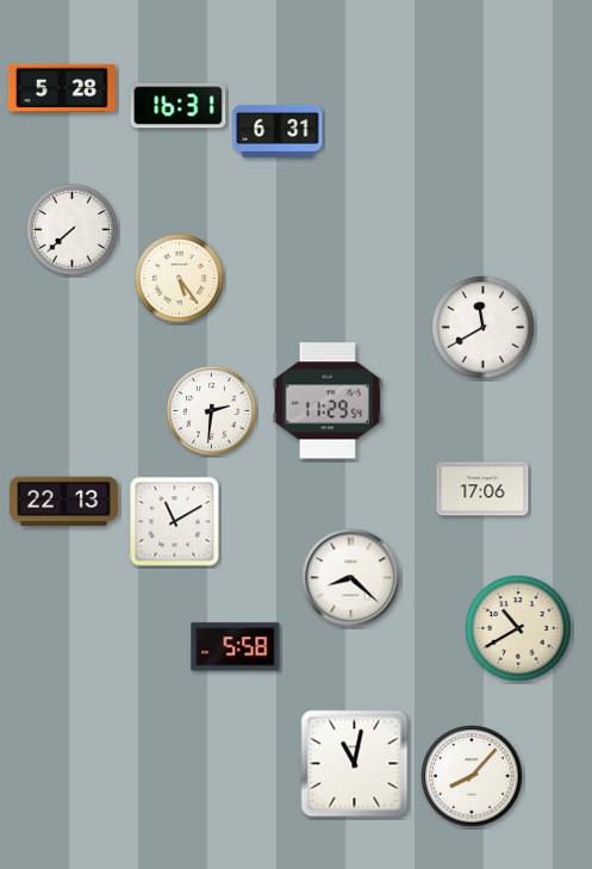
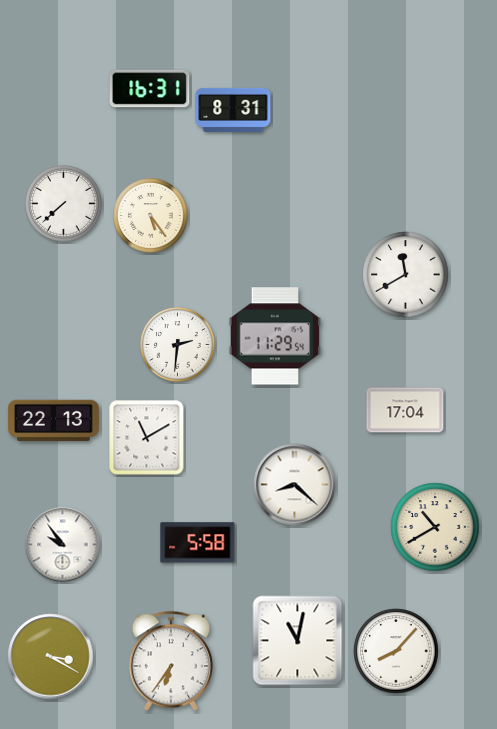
clock at (62, 88): 5:28 -> none
clock at (278, 131): 6:31 -> 8:31
clock at (73, 230) position: (73, 230) -> (64, 204)
clock at (180, 279) position: (180, 279) -> (151, 216)
clock at (482, 489): 17:06 -> 17:04
clock at (63, 545): none -> 9:54
clock at (51, 657): none -> 3:20
clock at (170, 661): none -> 6:36
